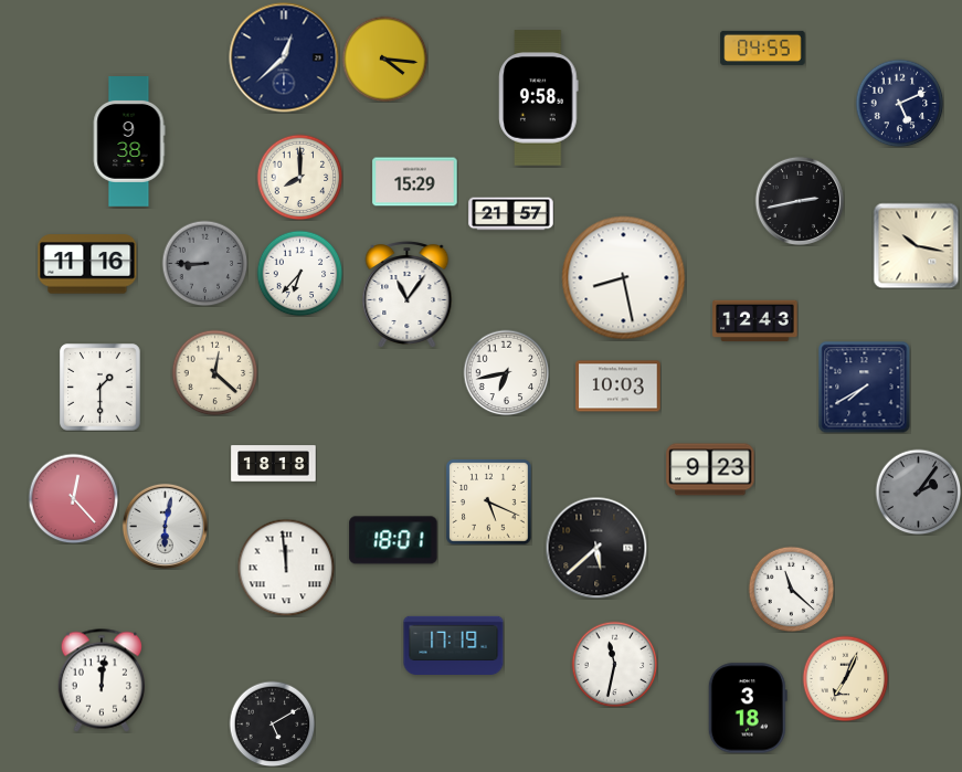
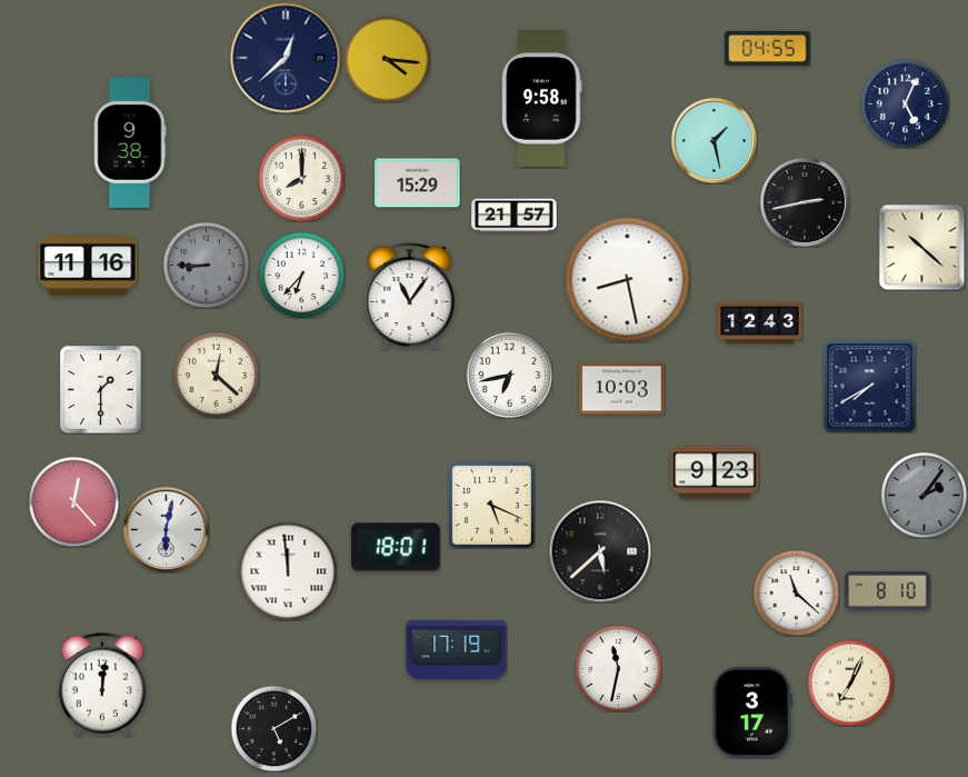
clock at (899, 103): 5:11 -> 5:04
clock at (713, 140): none -> 1:28
clock at (916, 245): 10:17 -> 10:22
clock at (864, 387) position: (864, 387) -> (869, 386)
clock at (274, 464): 18:18 -> none
clock at (393, 540) position: (393, 540) -> (396, 547)
clock at (888, 591): none -> 8:10
clock at (748, 708): 3:18 -> 3:17
